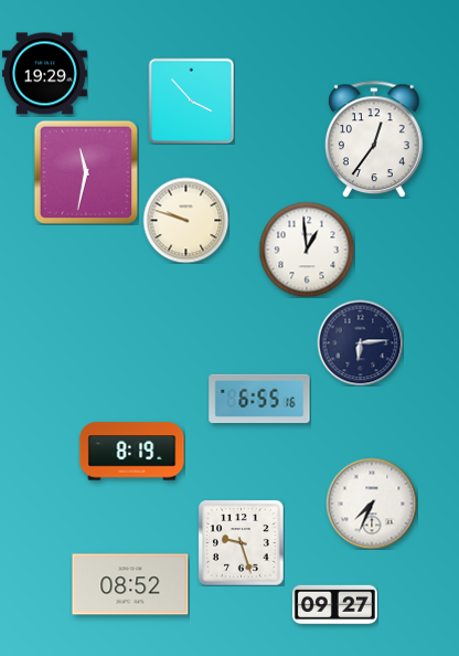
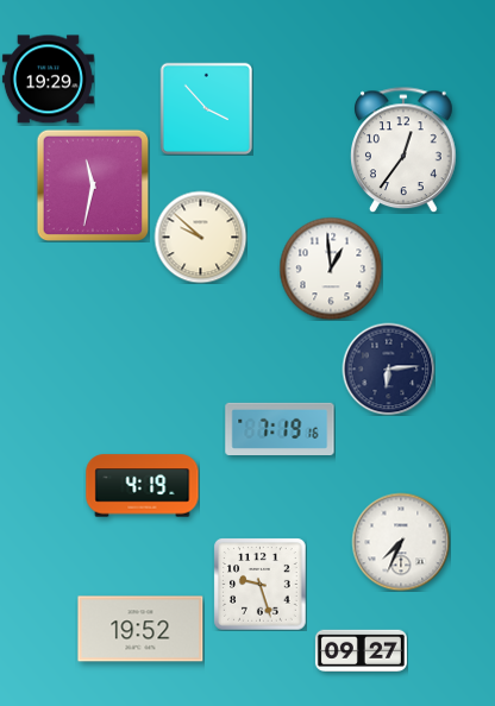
clock at (185, 220): 9:48 -> 9:52
clock at (259, 398): 6:55 -> 7:19
clock at (132, 452): 8:19 -> 4:19
clock at (130, 584): 08:52 -> 19:52
